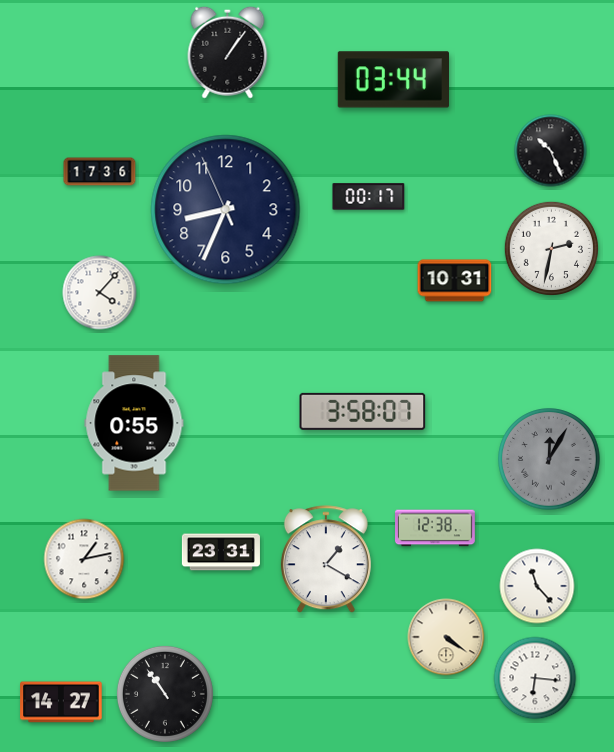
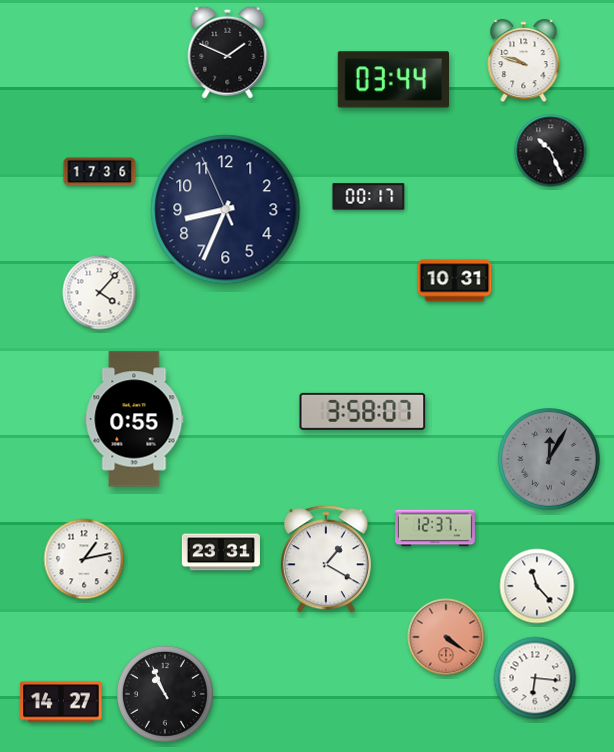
clock at (228, 52): 1:06 -> 1:49
clock at (524, 61): none -> 9:48
clock at (551, 248): 2:32 -> none
clock at (134, 423) position: (134, 423) -> (134, 419)
clock at (436, 528): 12:38 -> 12:37
clock at (446, 637) dial: cream -> salmon
clock at (165, 694): 10:54 -> 10:56
